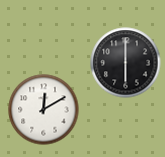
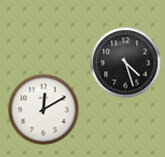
clock at (126, 63): 6:00 -> 4:27
